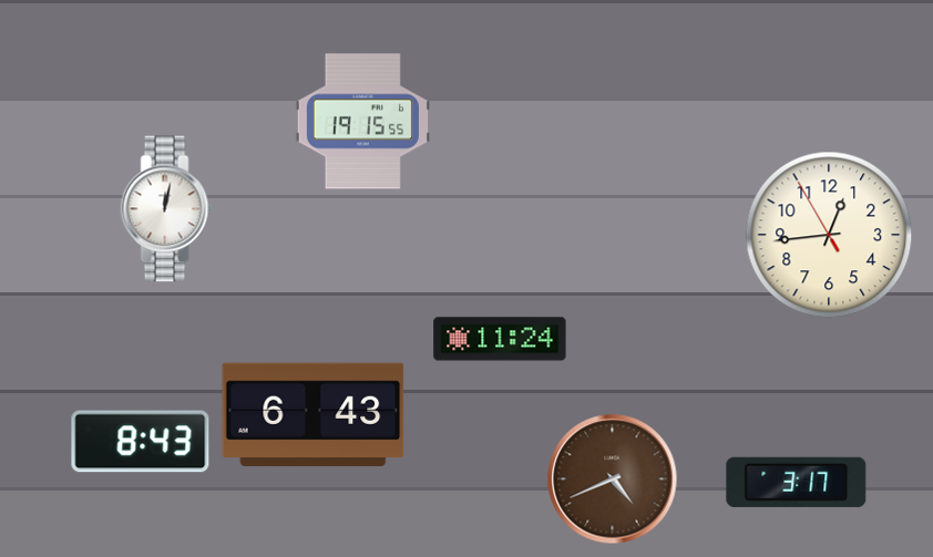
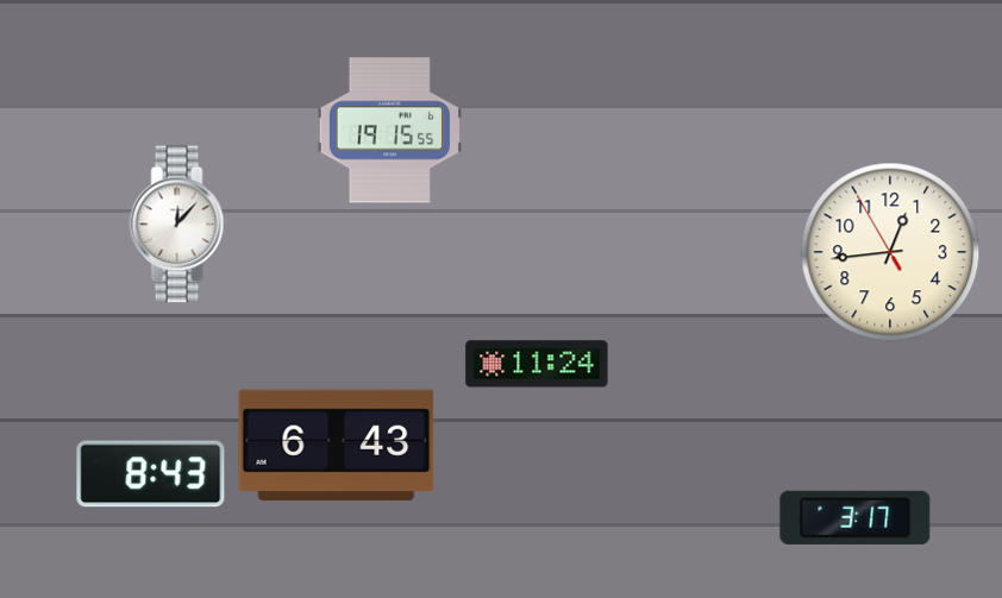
clock at (167, 209): 12:02 -> 12:07
clock at (613, 479): 4:41 -> none
